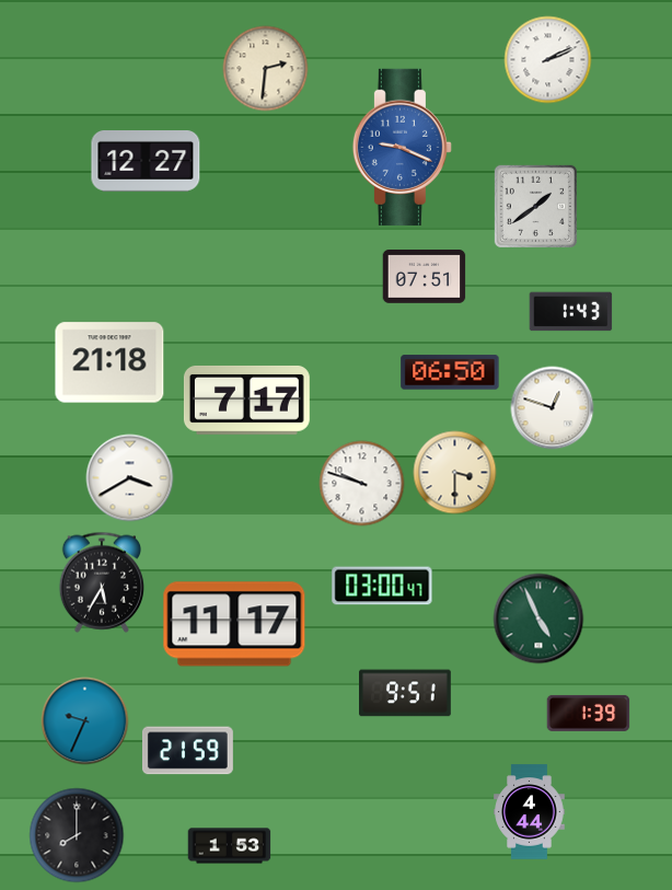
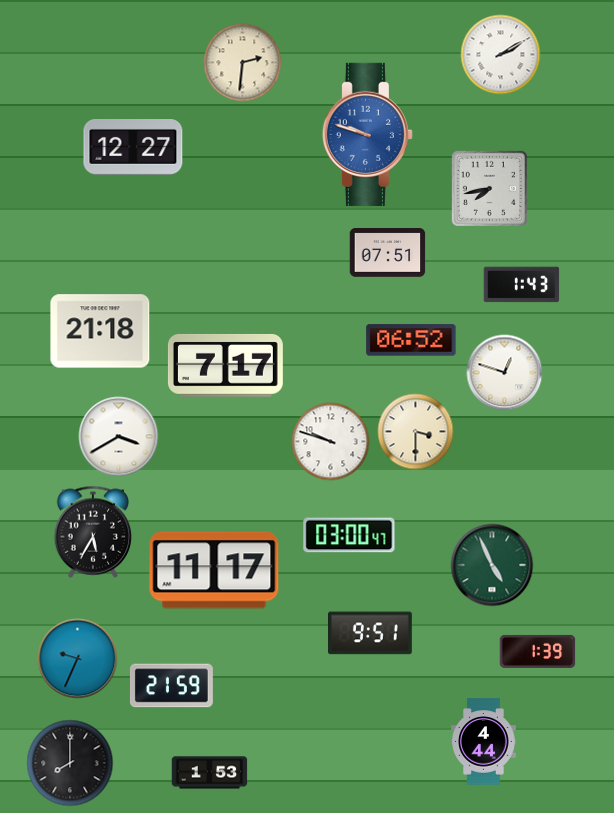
clock at (548, 60): 2:11 -> 2:10
clock at (402, 147): 9:19 -> 9:48
clock at (535, 206): 1:39 -> 7:43
clock at (450, 372): 06:50 -> 06:52
